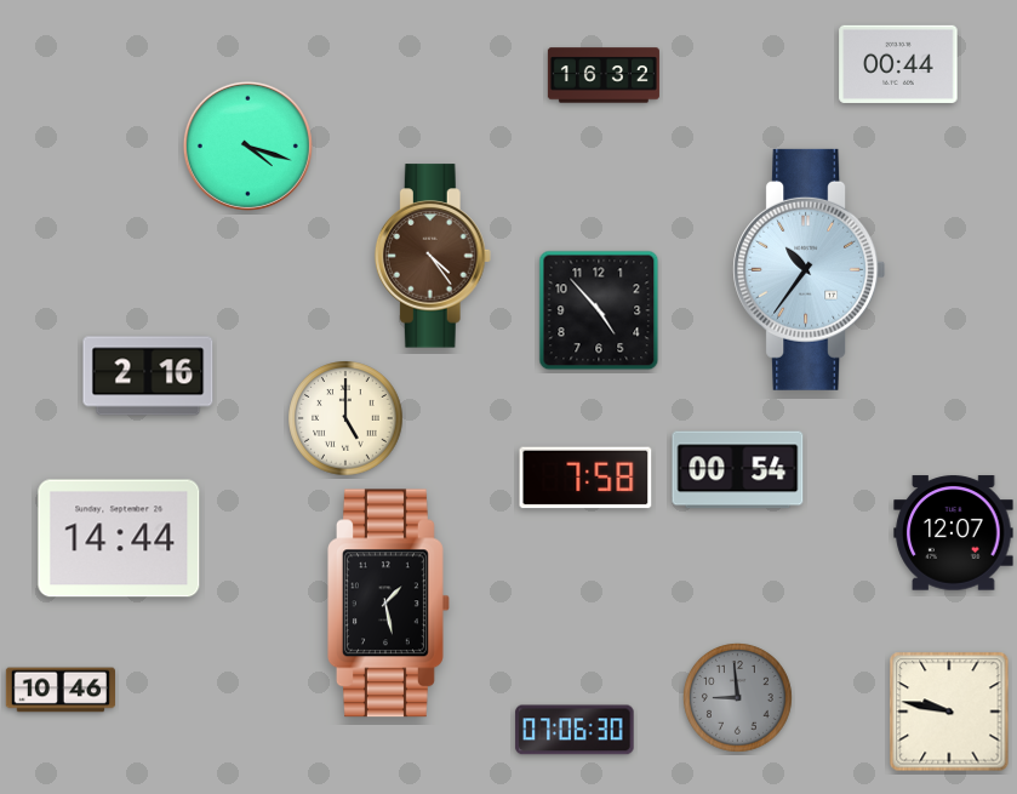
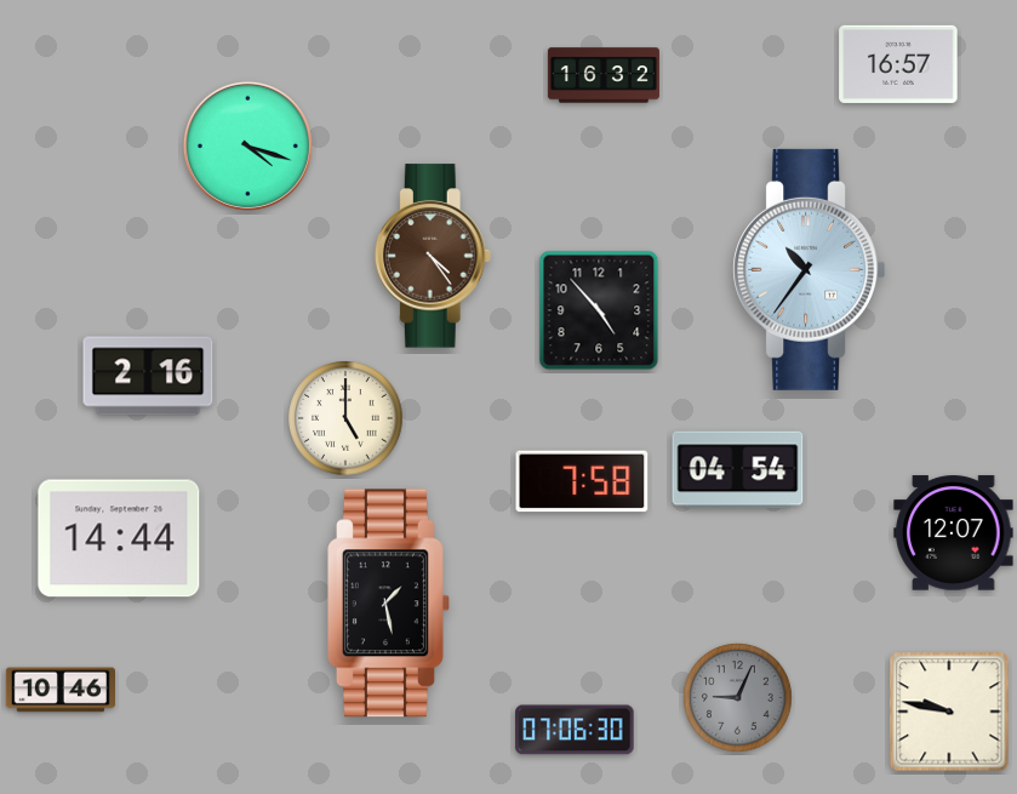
clock at (898, 64): 00:44 -> 16:57
clock at (738, 470): 00:54 -> 04:54
clock at (585, 478) position: (585, 478) -> (582, 481)
clock at (738, 698): 8:59 -> 9:04
